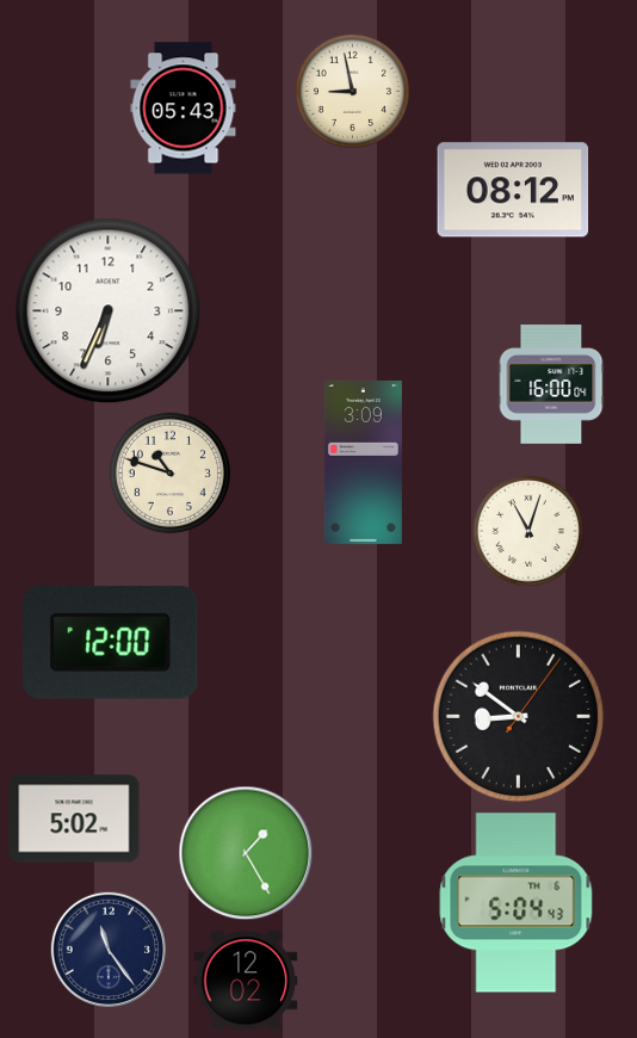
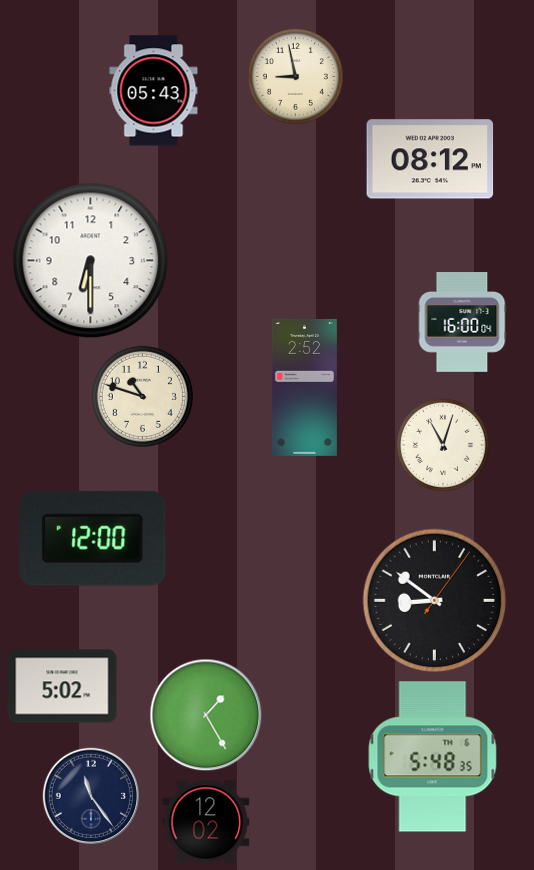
clock at (109, 311): 6:34 -> 6:30
clock at (363, 462): 3:09 -> 2:52
clock at (517, 903): 5:04 -> 5:48
